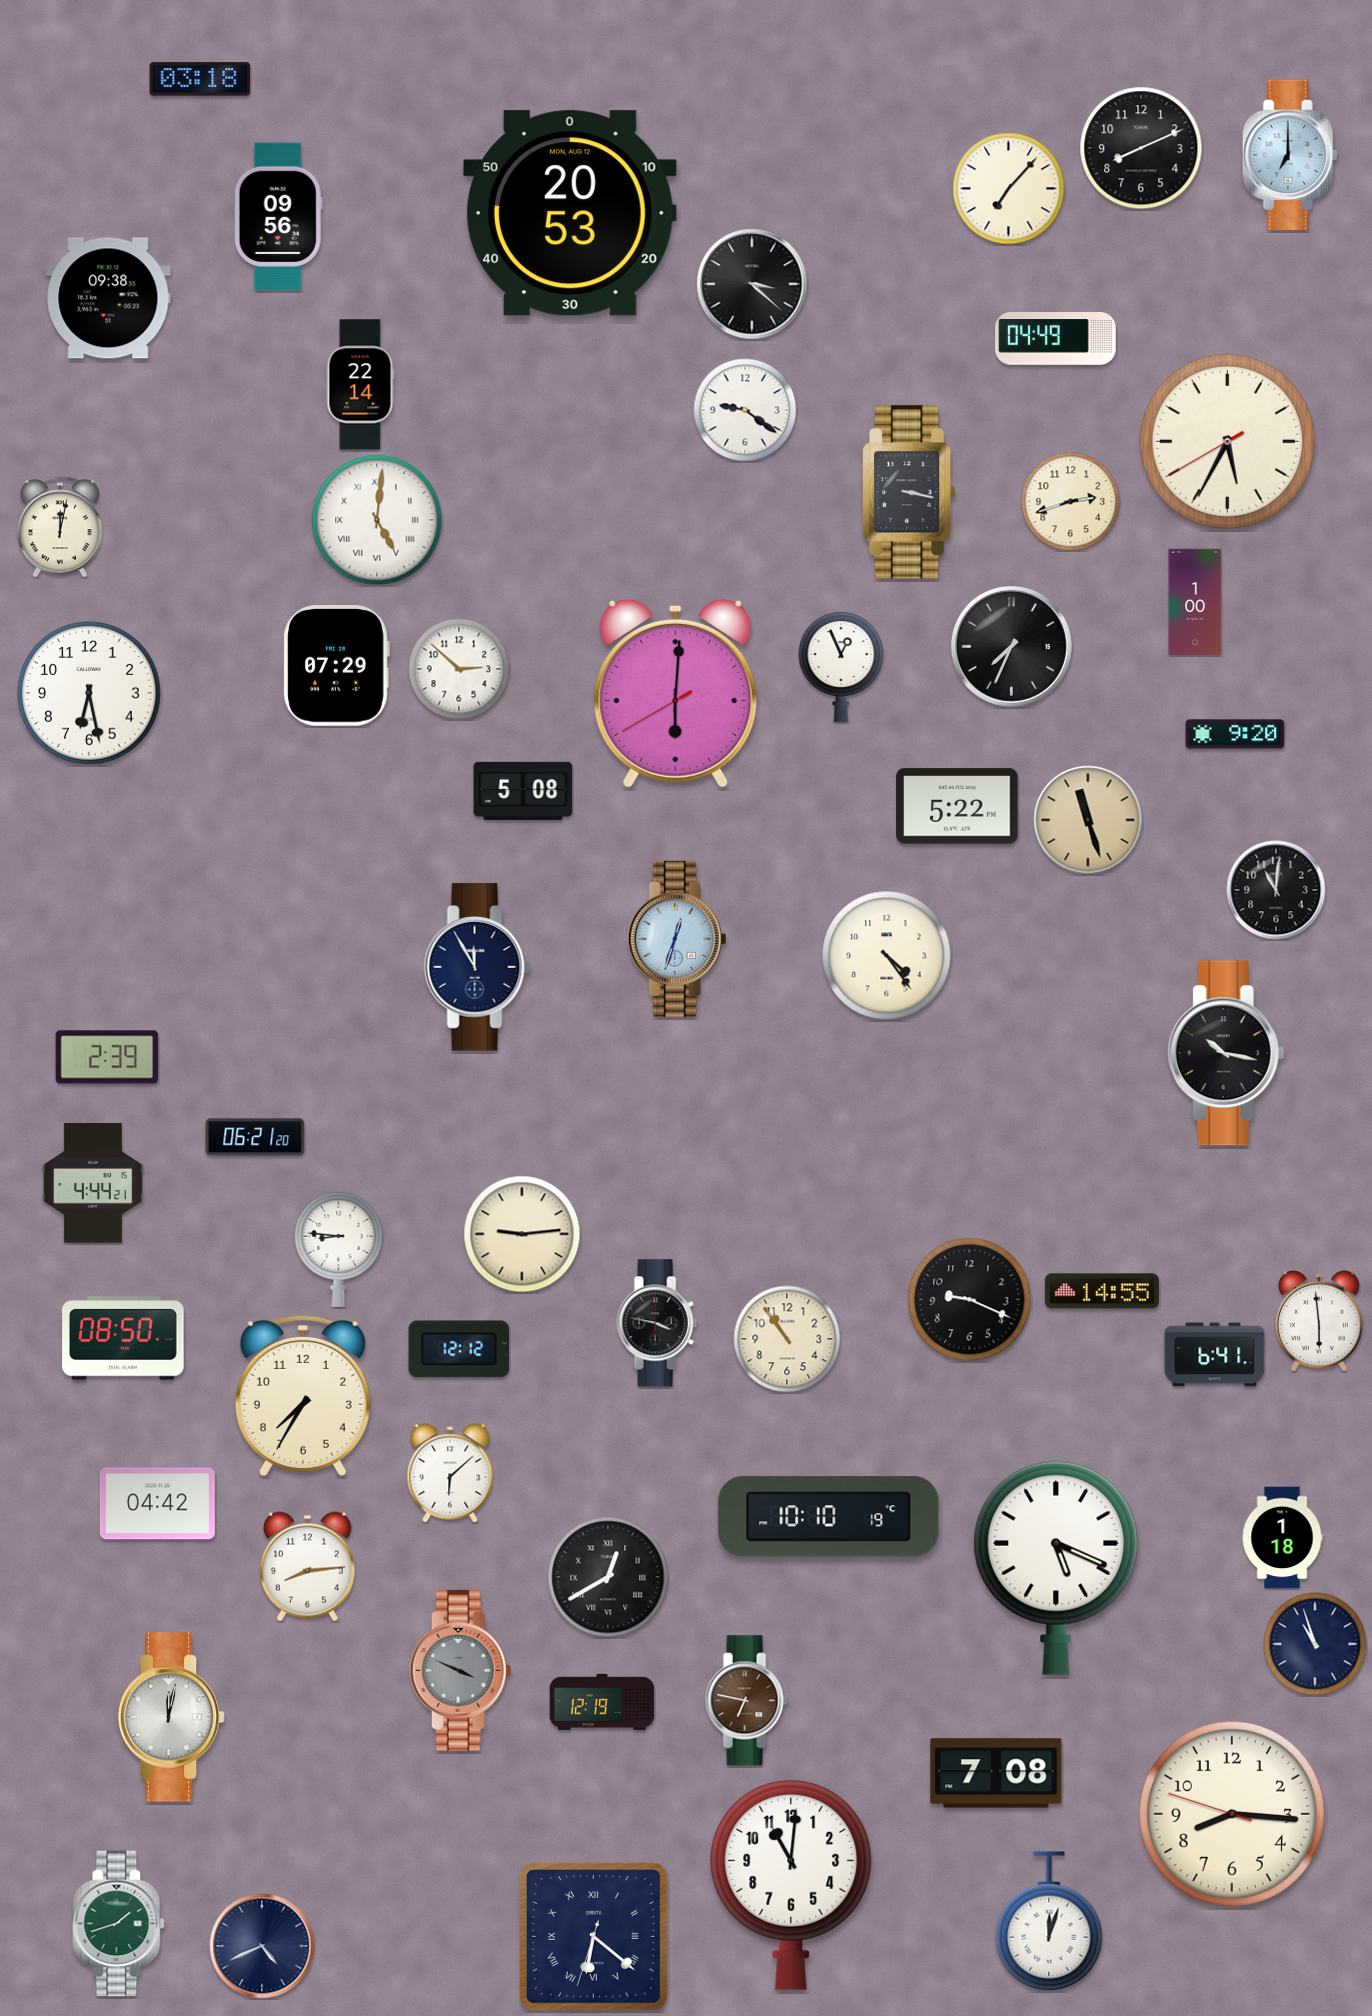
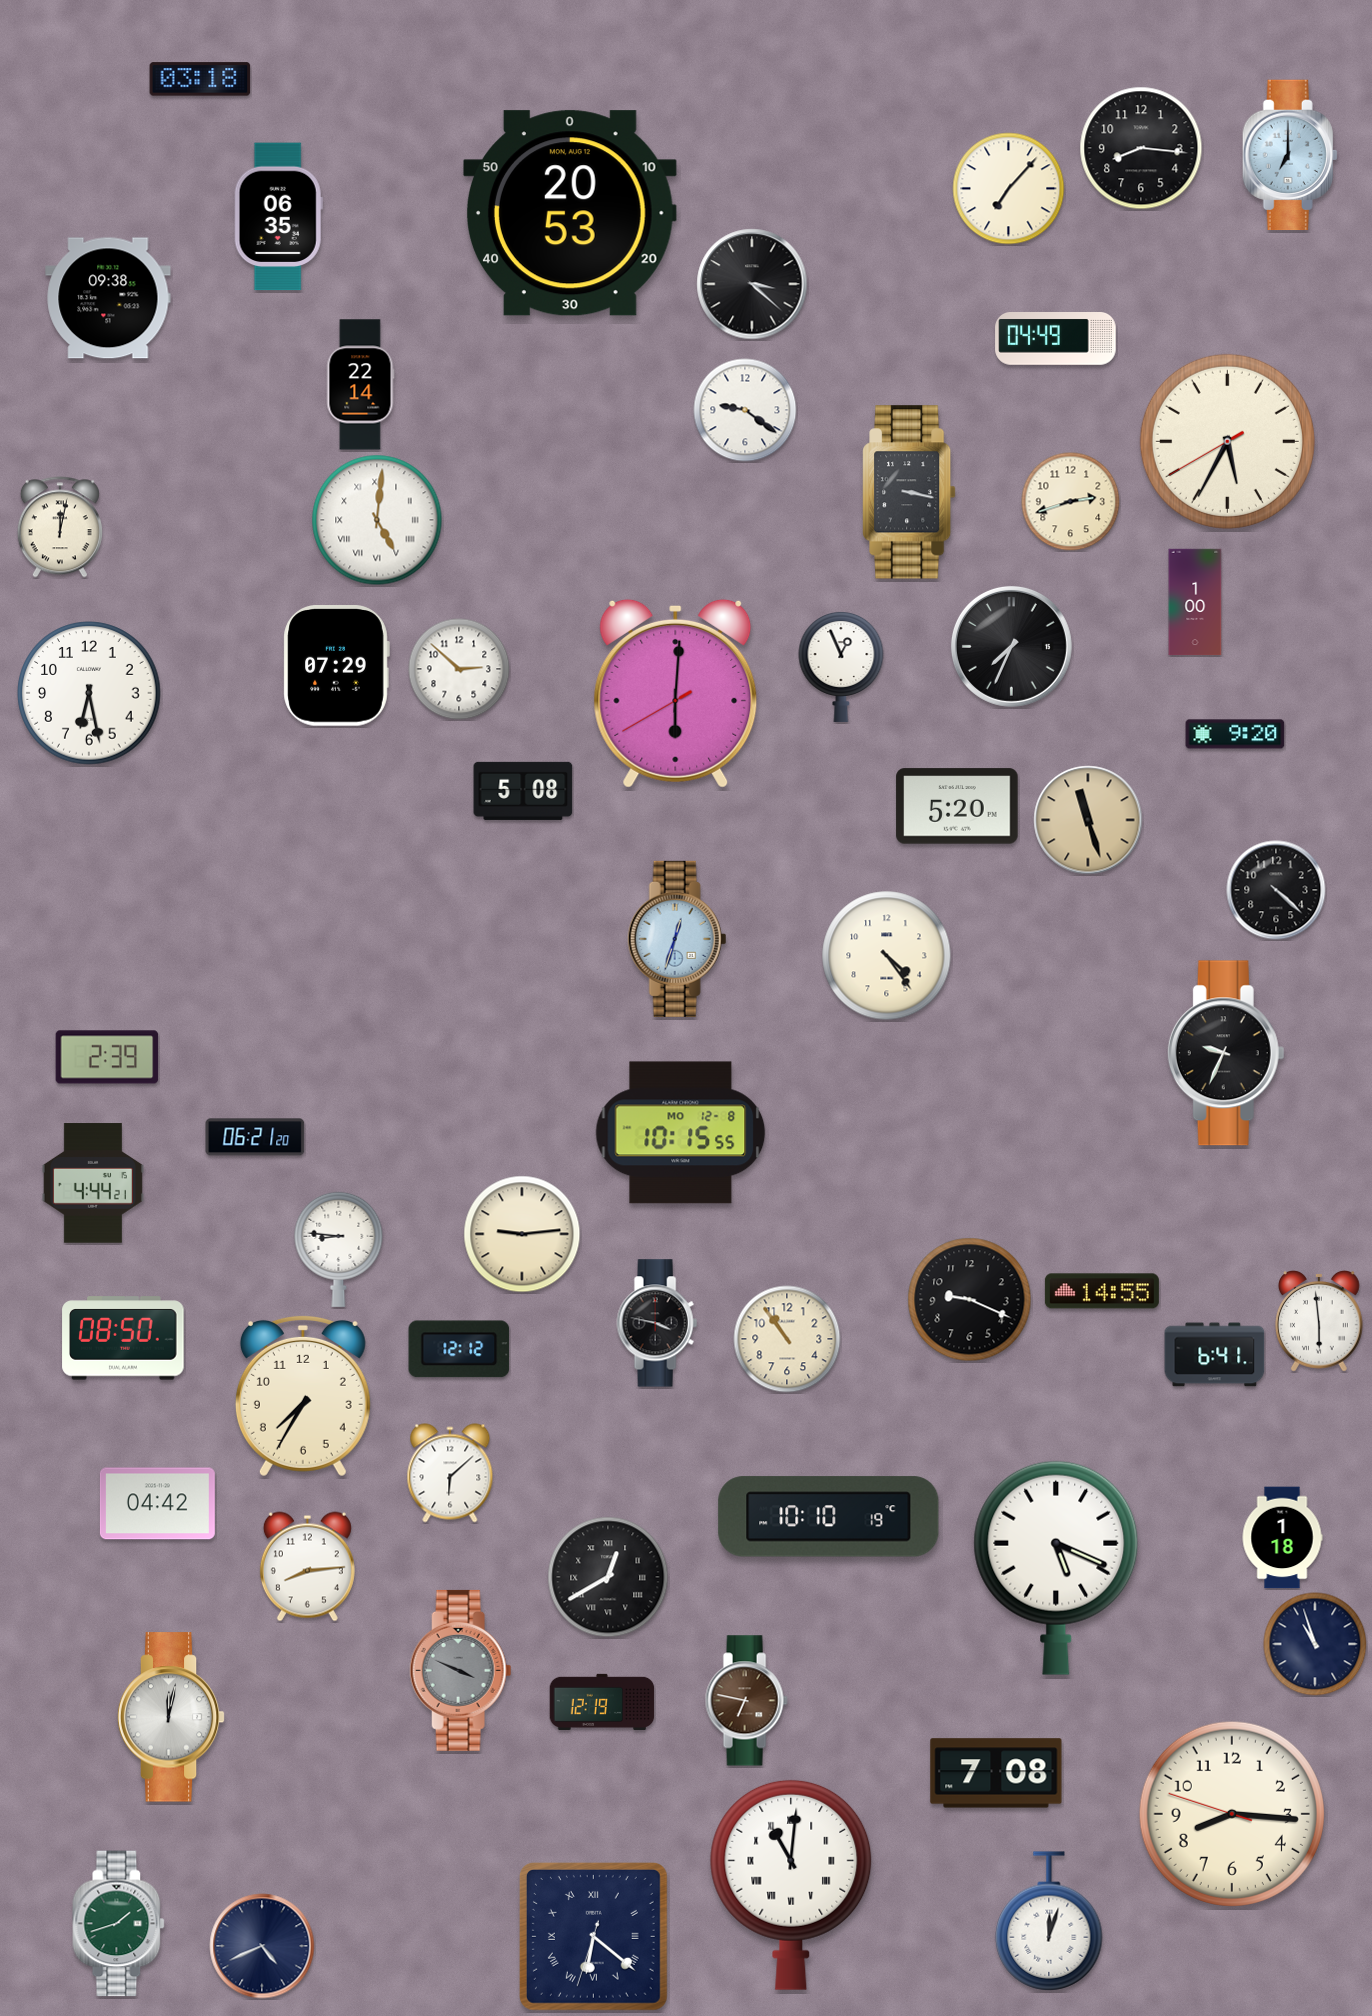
clock at (1141, 148): 8:11 -> 8:16
clock at (278, 217): 09:56 -> 06:35
clock at (957, 806): 5:22 -> 5:20
clock at (1276, 890): 11:01 -> 4:22
clock at (477, 967): 11:55 -> none
clock at (1226, 1053): 10:17 -> 9:34
clock at (681, 1133): none -> 10:15
clock at (791, 1885) numerals: Arabic -> Roman
